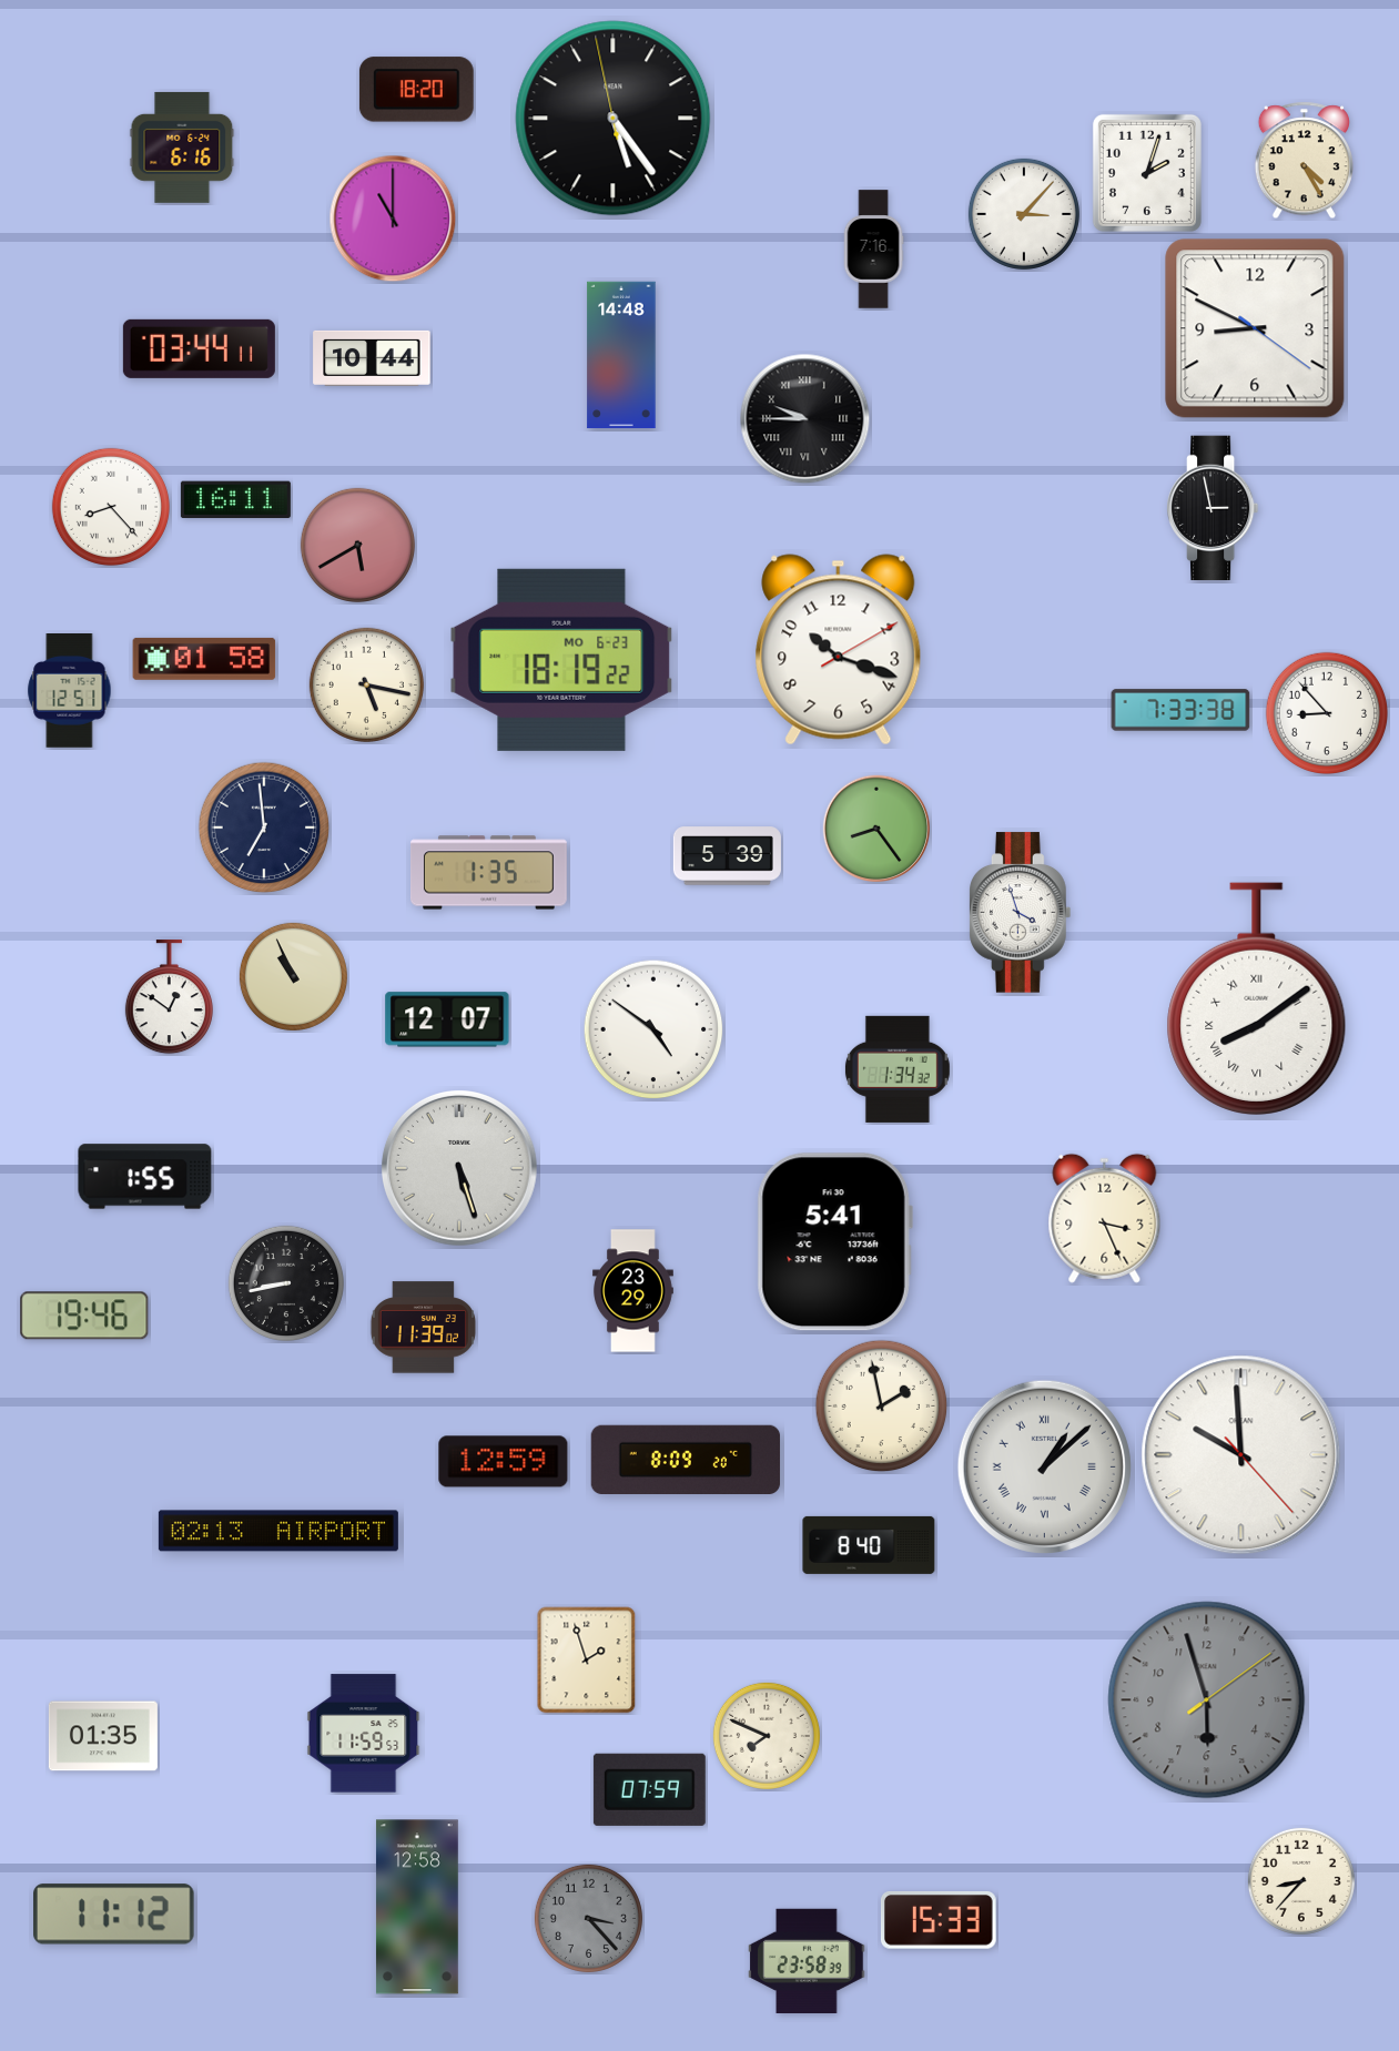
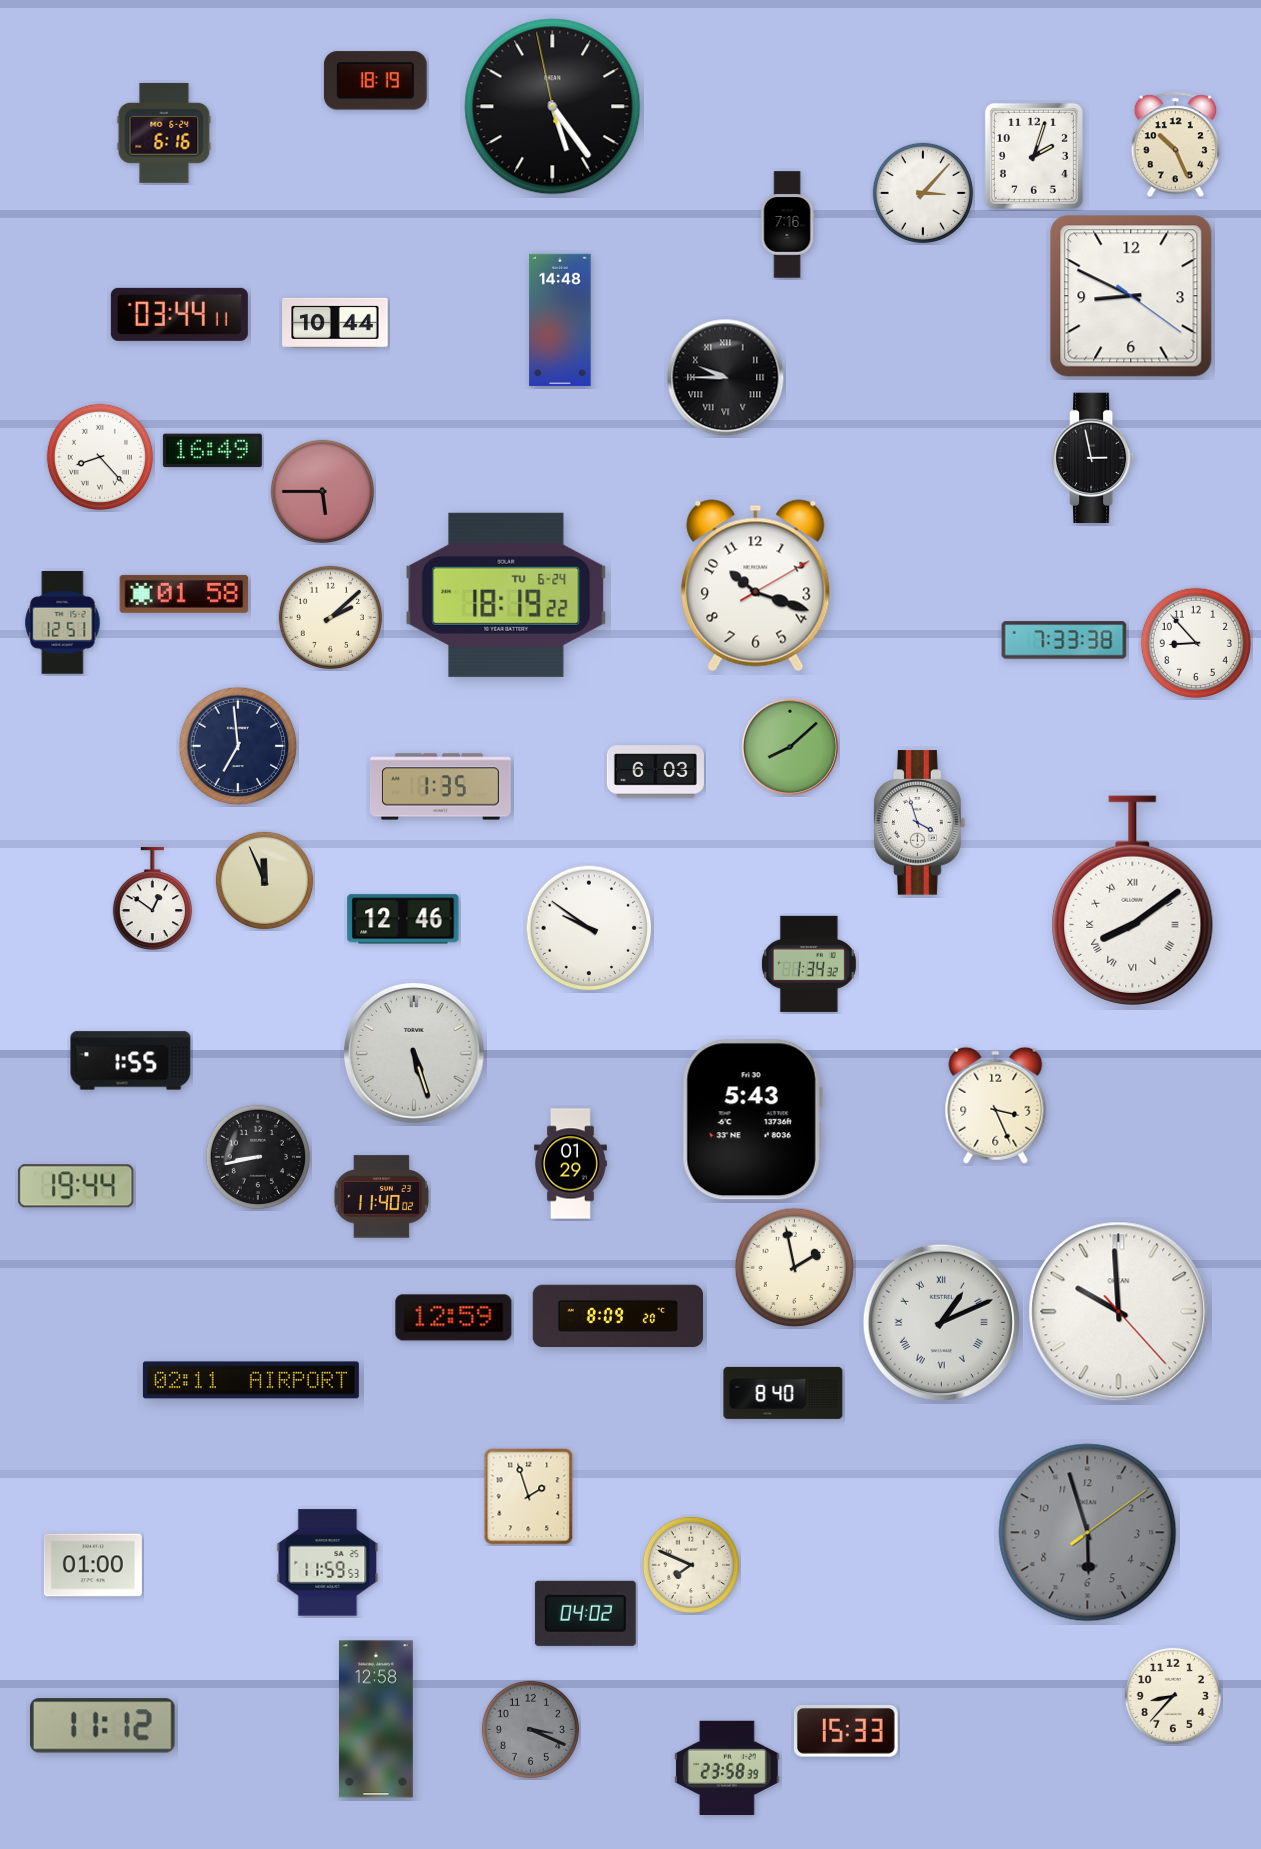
clock at (416, 90): 18:20 -> 18:19
clock at (1304, 161): 4:25 -> 10:26
clock at (393, 219): 11:00 -> none
clock at (235, 500): 16:11 -> 16:49
clock at (357, 545): 5:40 -> 5:45
clock at (561, 660) date: MO 6-23 -> TU 6-24
clock at (366, 684): 5:17 -> 2:08
clock at (875, 827): 8:24 -> 8:08
clock at (727, 856): 5:39 -> 6:03
clock at (293, 976): 10:56 -> 11:56
clock at (447, 1019): 12:07 -> 12:46
clock at (653, 1029): 4:51 -> 9:51
clock at (1105, 1218) position: (1105, 1218) -> (996, 1105)
clock at (834, 1242): 5:41 -> 5:43
clock at (633, 1291): 23:29 -> 01:29
clock at (84, 1316): 19:46 -> 19:44
clock at (423, 1328): 11:39 -> 11:40
clock at (1044, 1466): 1:08 -> 1:11
clock at (278, 1531): 02:13 -> 02:11
clock at (103, 1736): 01:35 -> 01:00
clock at (649, 1789): 07:59 -> 04:02
clock at (588, 1918): 3:23 -> 3:19
